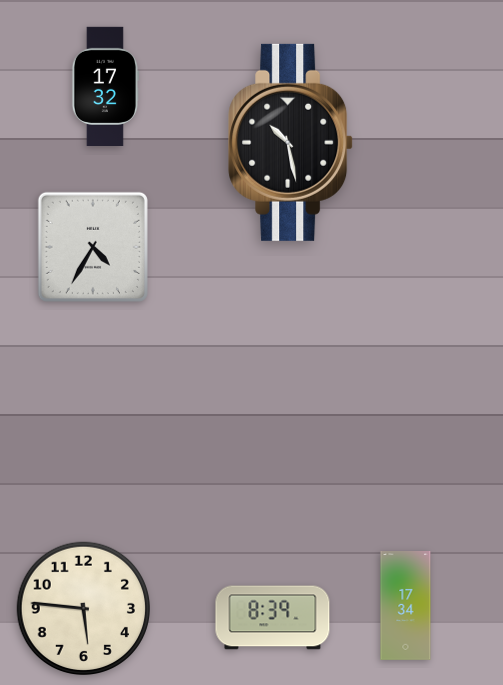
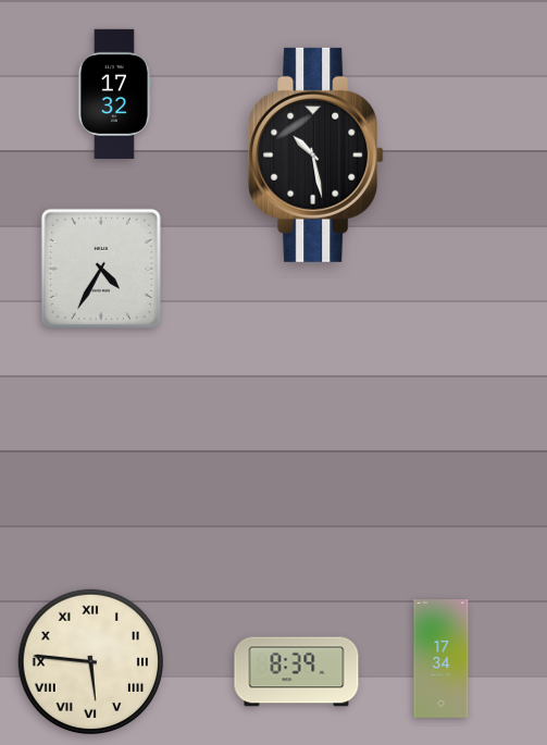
clock at (83, 608) numerals: Arabic -> Roman
